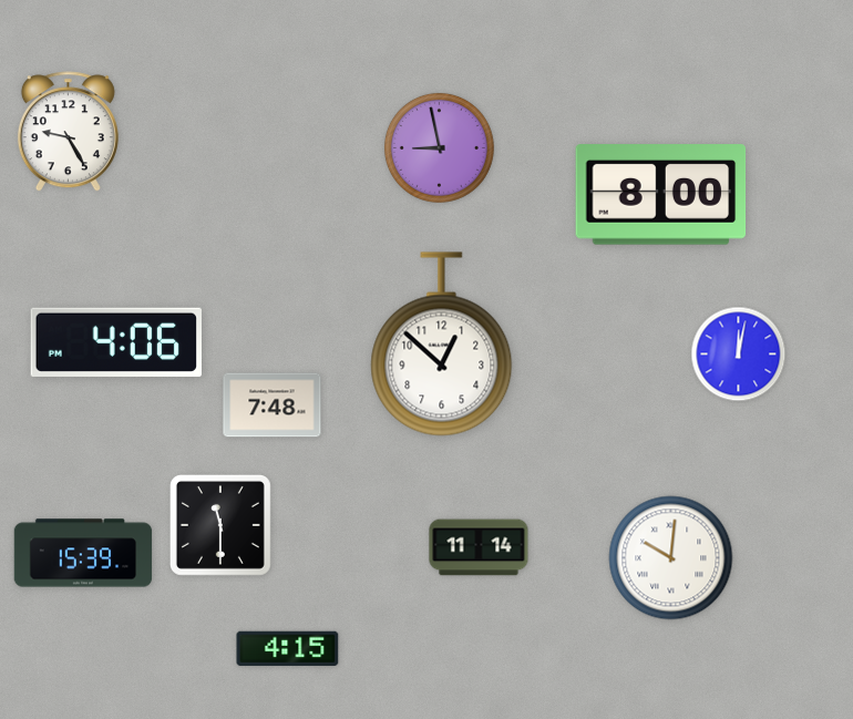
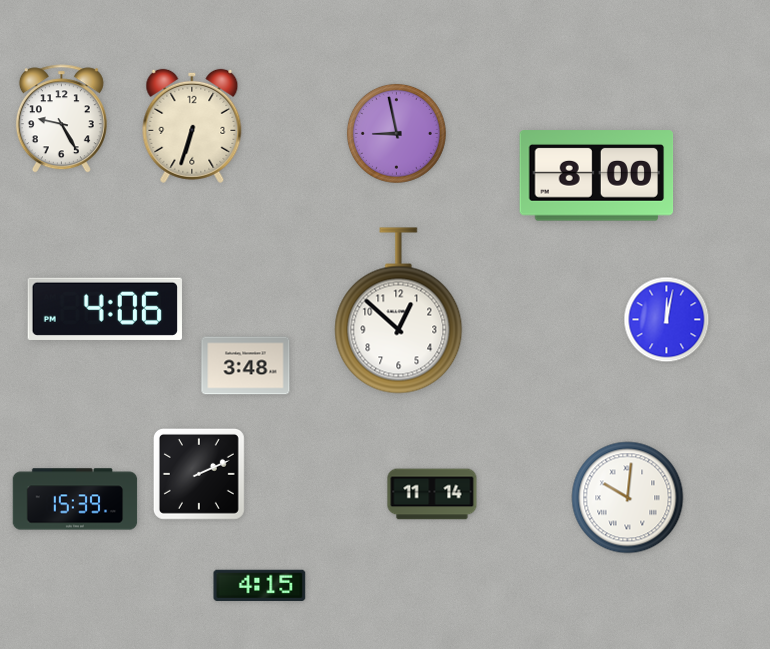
clock at (192, 126): none -> 6:33
clock at (273, 405): 7:48 -> 3:48
clock at (220, 525): 11:30 -> 2:11
clock at (671, 558) position: (671, 558) -> (628, 498)
